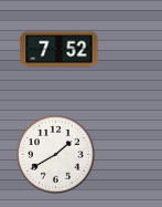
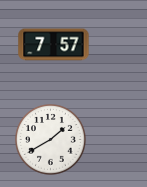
clock at (60, 50): 7:52 -> 7:57
